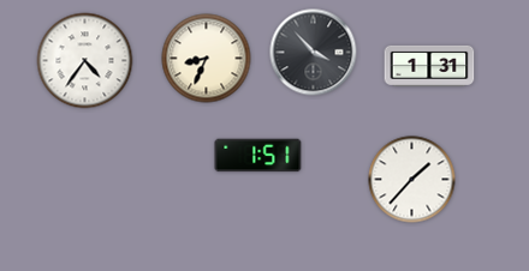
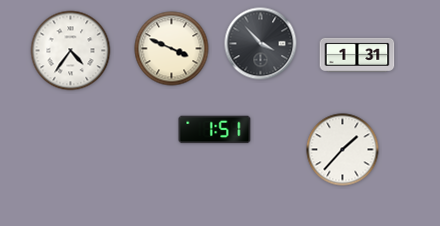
clock at (207, 59): 8:34 -> 3:49
